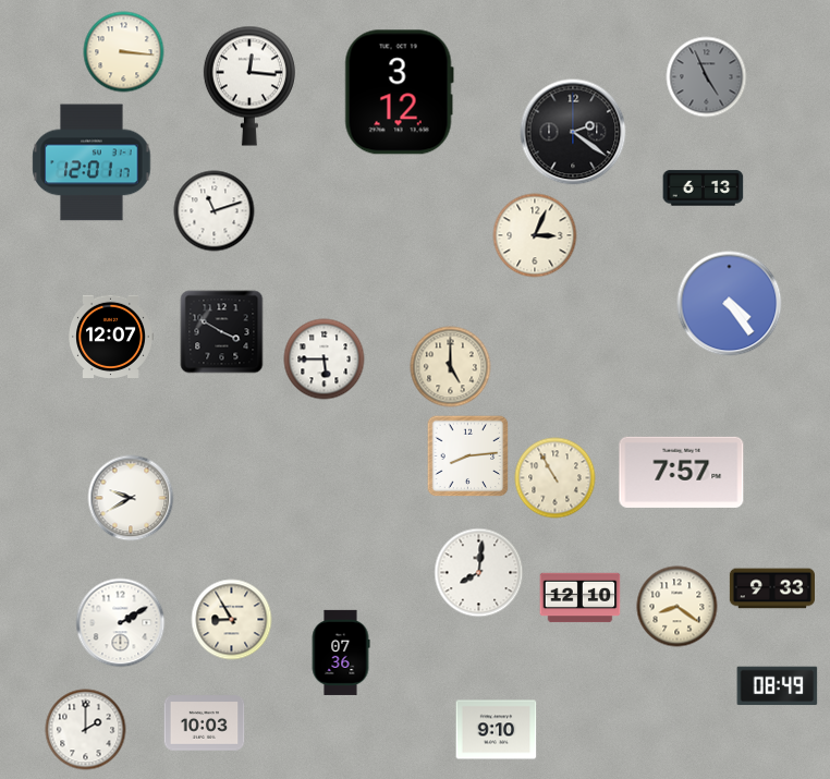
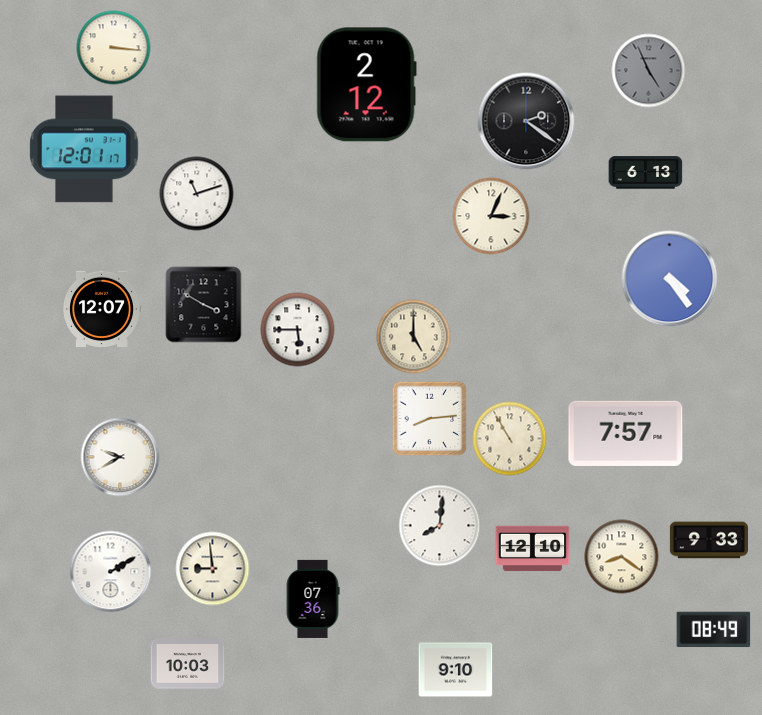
clock at (249, 86): 12:16 -> none
clock at (399, 93): 3:12 -> 2:12
clock at (232, 620): 8:55 -> 8:59
clock at (86, 730): 2:00 -> none
